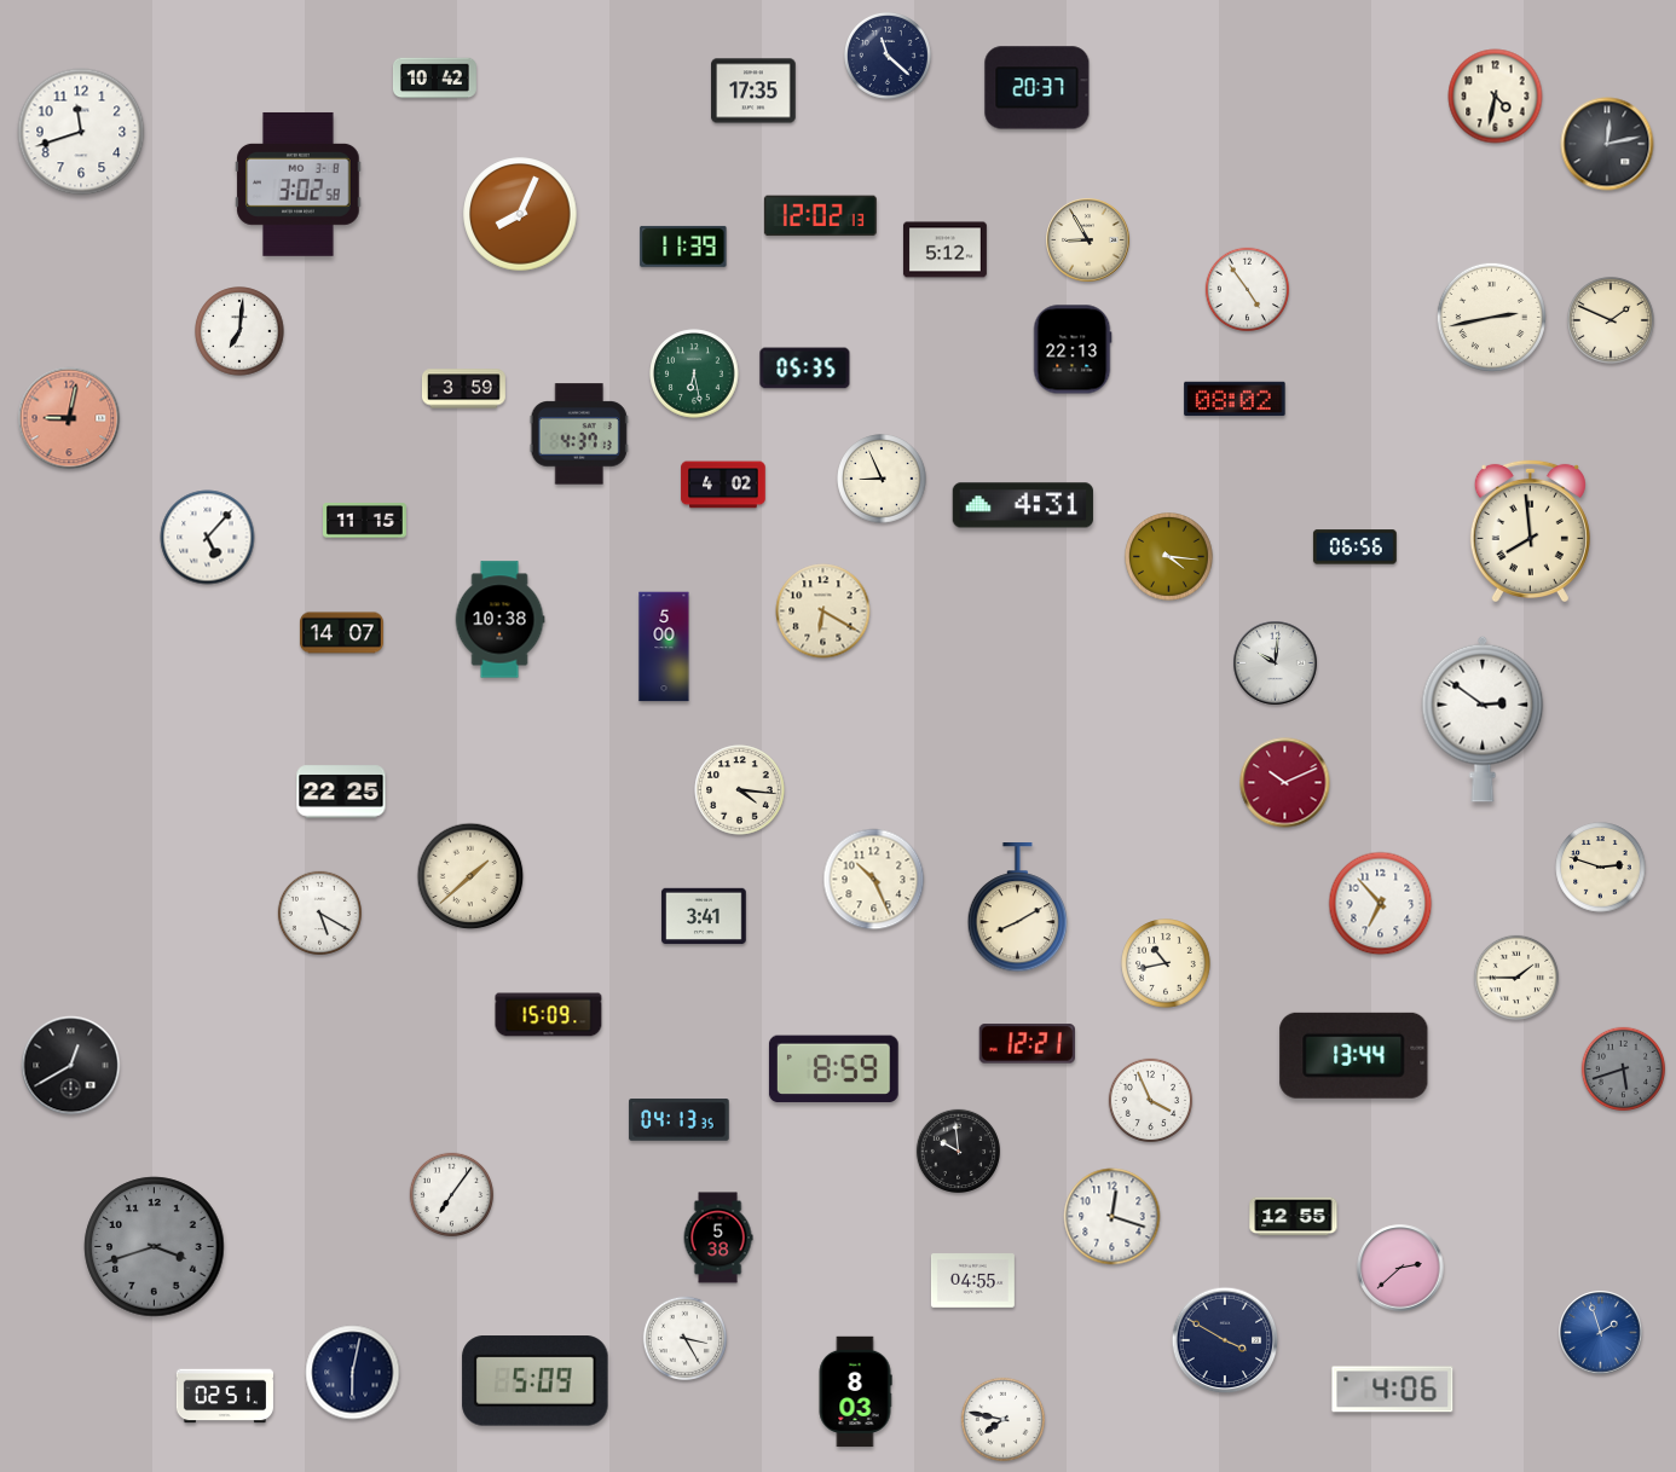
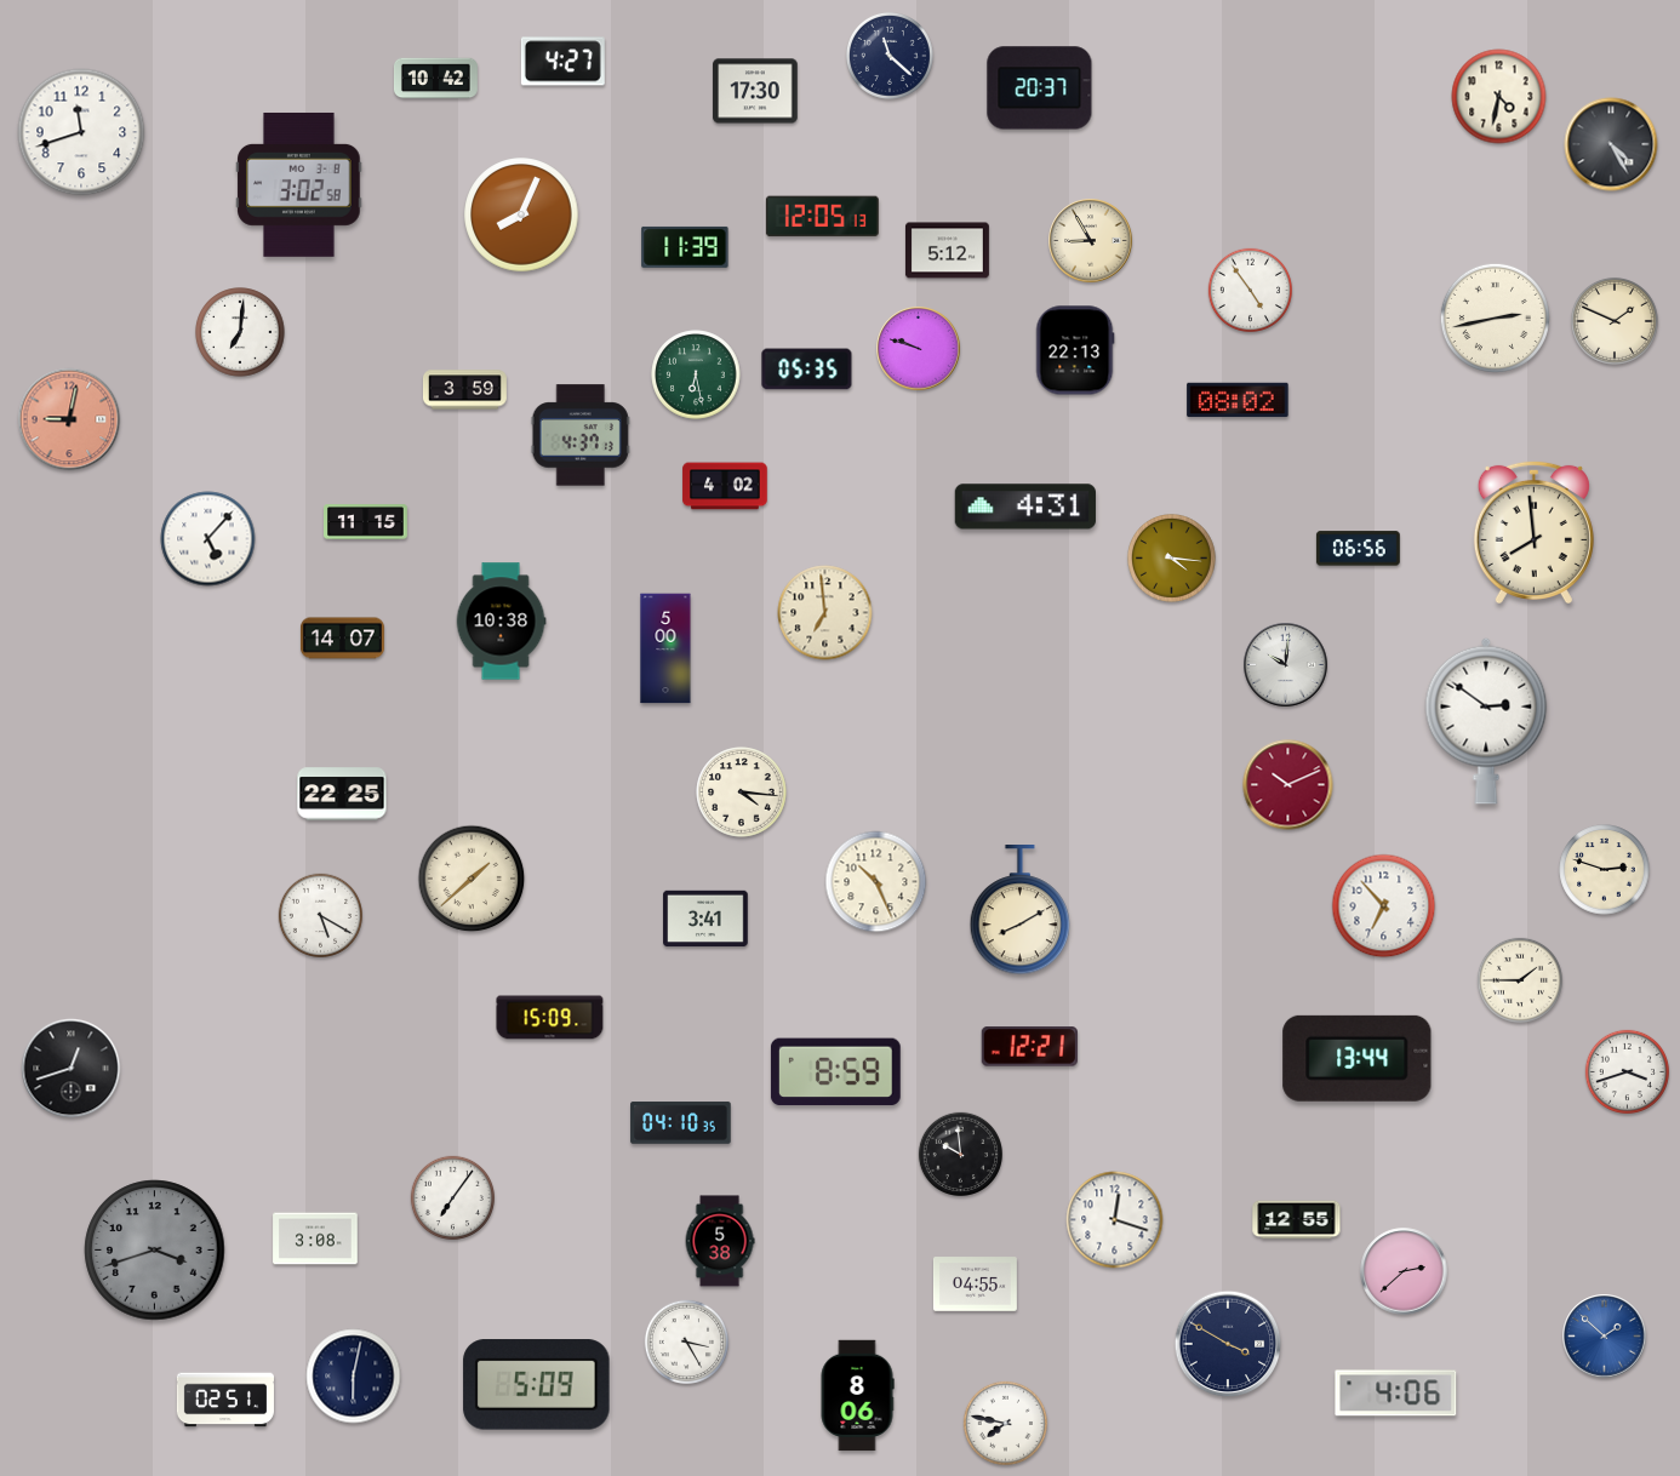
clock at (562, 62): none -> 4:27
clock at (753, 91): 17:35 -> 17:30
clock at (1607, 144): 12:13 -> 4:25
clock at (820, 216): 12:02 -> 12:05
clock at (919, 349): none -> 9:48
clock at (882, 479): 8:56 -> none
clock at (823, 612): 6:20 -> 6:59
clock at (341, 633) position: (341, 633) -> (342, 639)
clock at (1276, 663) position: (1276, 663) -> (1286, 665)
clock at (1166, 963): 10:43 -> none
clock at (71, 1066): 12:40 -> 12:42
clock at (1623, 1068): 5:42 -> 3:42
clock at (1623, 1068) dial: grey -> white
clock at (1150, 1100): 3:56 -> none
clock at (680, 1120): 04:13 -> 04:10
clock at (315, 1238): none -> 3:08
clock at (1601, 1333): 1:57 -> 1:52
clock at (855, 1392): 8:03 -> 8:06
